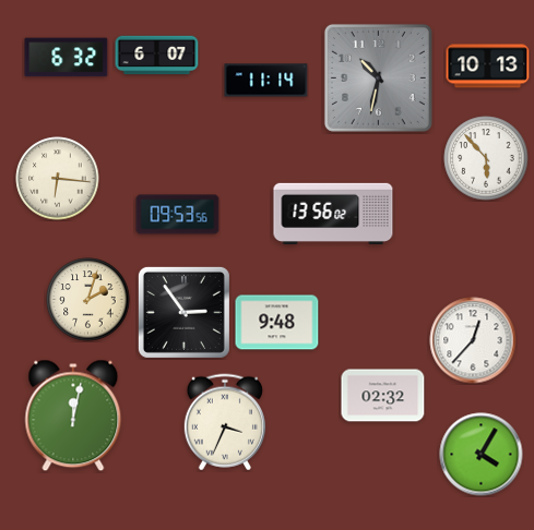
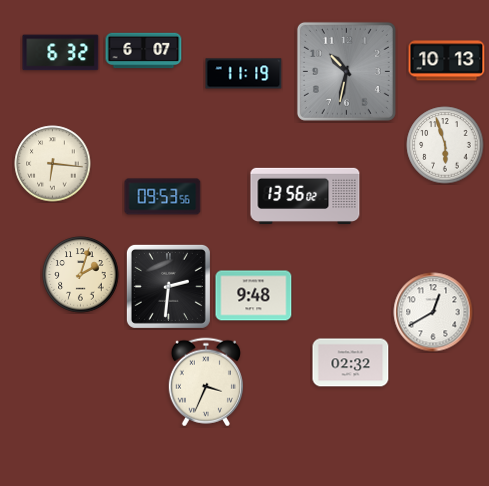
clock at (266, 81): 11:14 -> 11:19
clock at (486, 158): 5:53 -> 5:57
clock at (183, 312): 2:54 -> 2:31
clock at (473, 340): 12:37 -> 12:40
clock at (73, 415): 12:02 -> none
clock at (225, 422) position: (225, 422) -> (206, 382)
clock at (482, 455): 4:05 -> none
